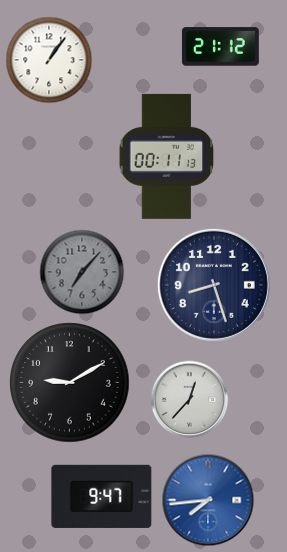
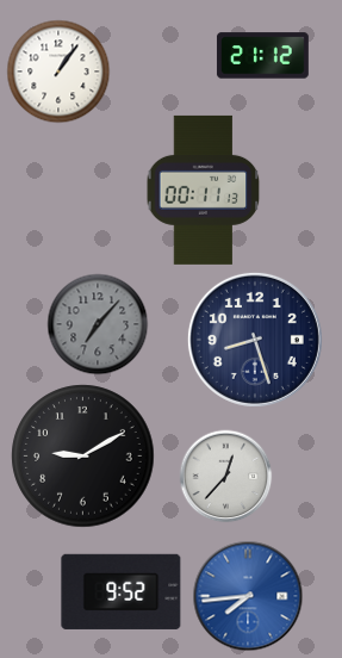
clock at (167, 156) position: (167, 156) -> (204, 190)
clock at (102, 496): 9:47 -> 9:52
